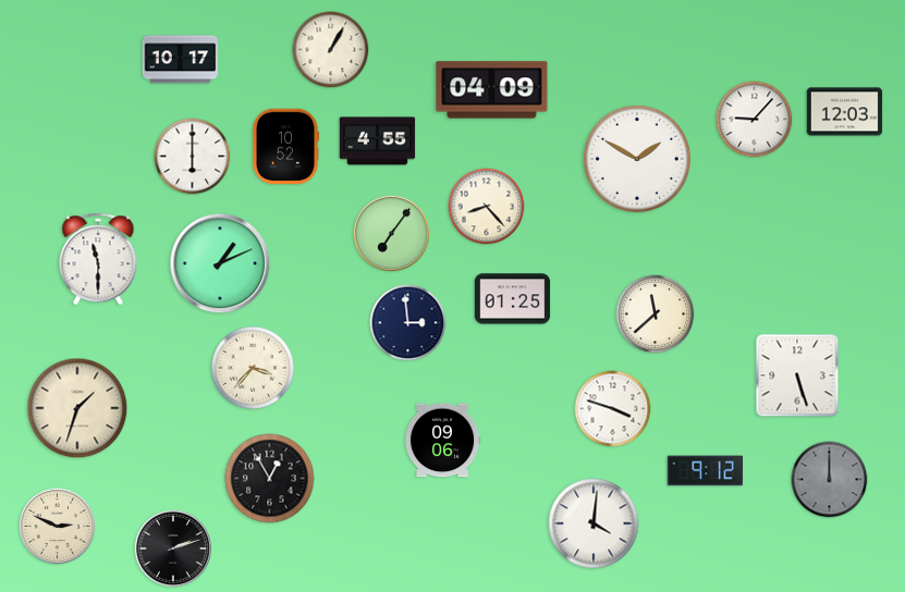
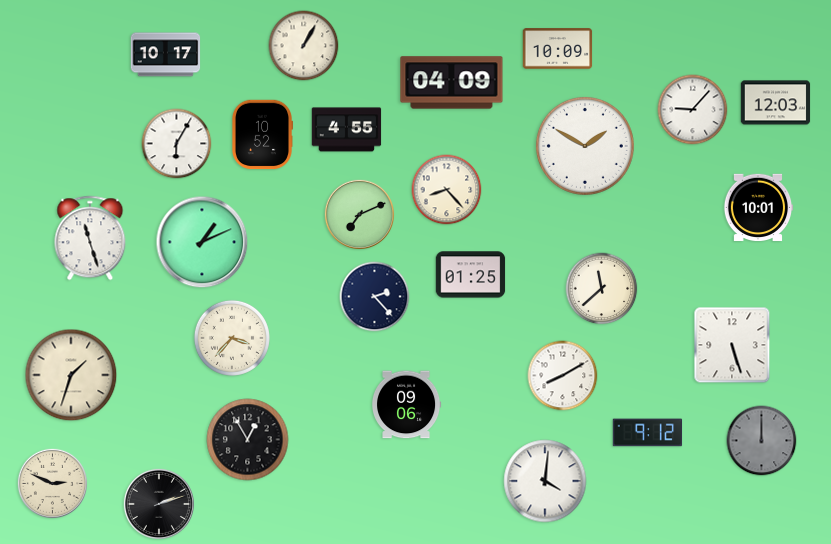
clock at (558, 49): none -> 10:09
clock at (193, 157): 6:00 -> 6:05
clock at (758, 208): none -> 10:01
clock at (391, 233): 7:06 -> 7:11
clock at (98, 259): 11:30 -> 11:27
clock at (408, 323): 2:59 -> 2:23
clock at (613, 409): 3:48 -> 8:10
